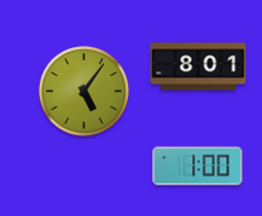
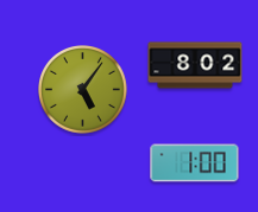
clock at (198, 66): 8:01 -> 8:02
